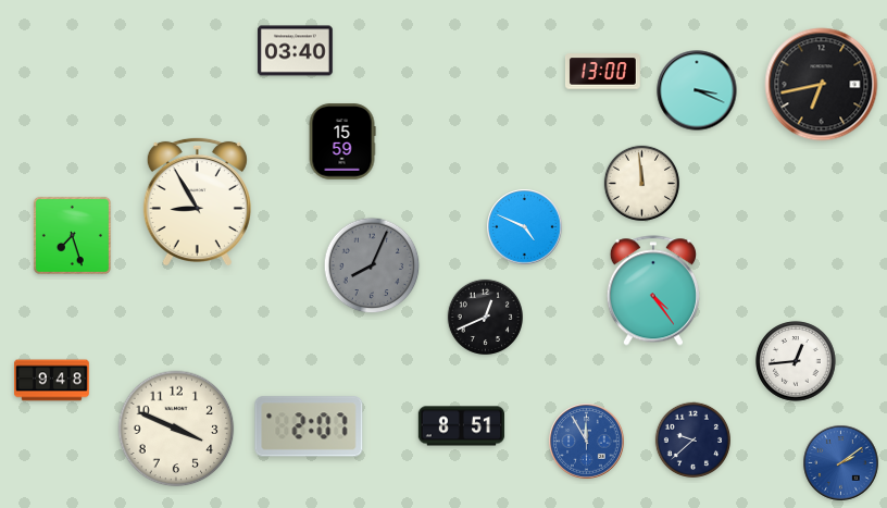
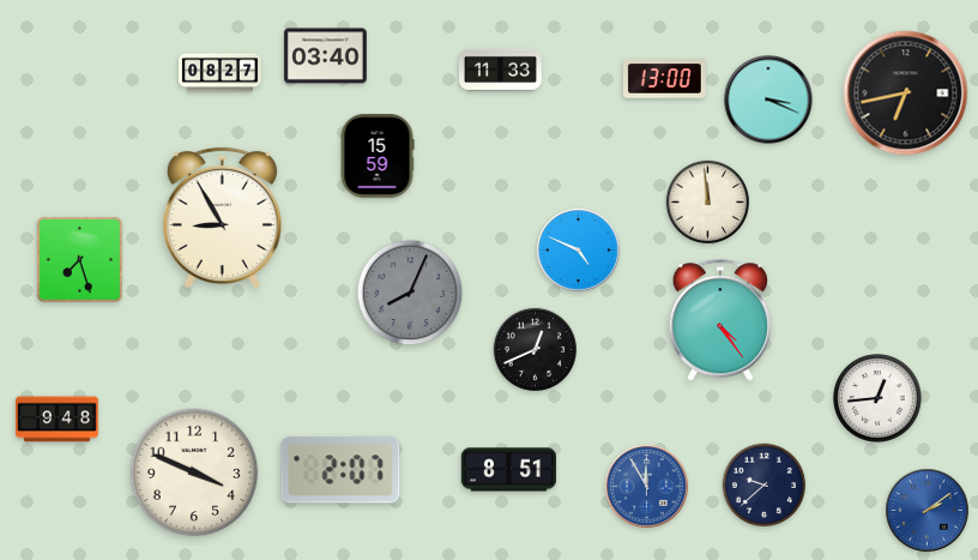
clock at (500, 70): none -> 11:33
clock at (221, 73): none -> 08:27
clock at (197, 200) position: (197, 200) -> (222, 216)
